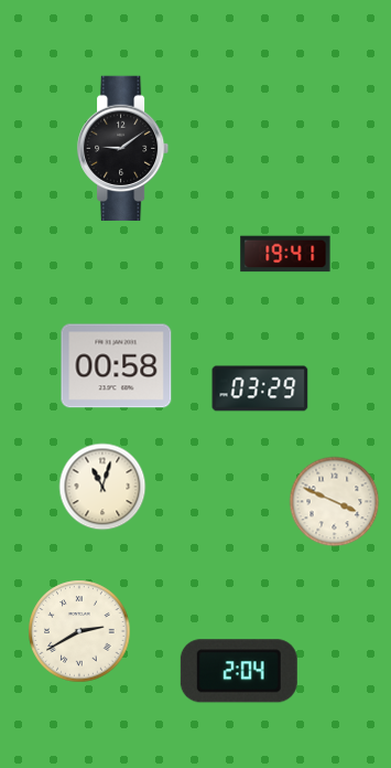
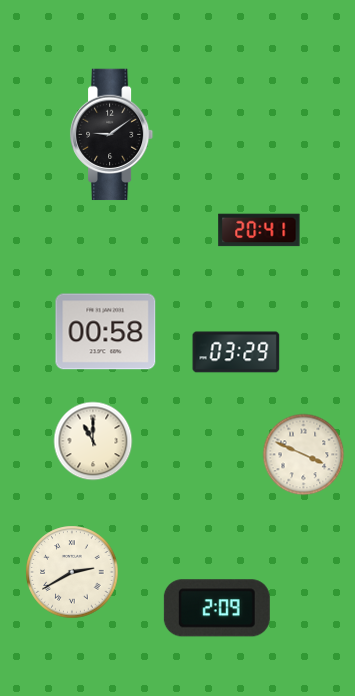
clock at (285, 254): 19:41 -> 20:41
clock at (102, 487): 11:03 -> 11:00
clock at (239, 671): 2:04 -> 2:09
